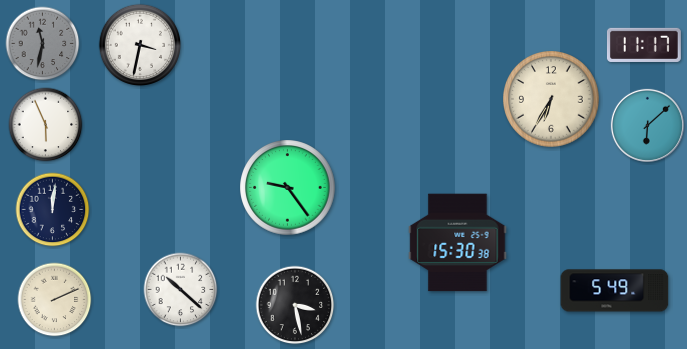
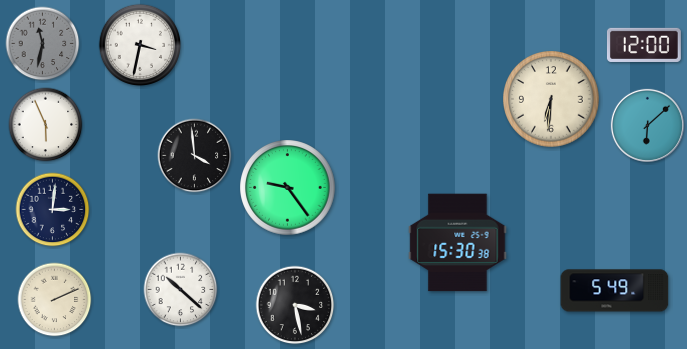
clock at (644, 45): 11:17 -> 12:00
clock at (551, 99): 6:35 -> 6:31
clock at (195, 156): none -> 3:59
clock at (53, 210): 12:01 -> 3:01
